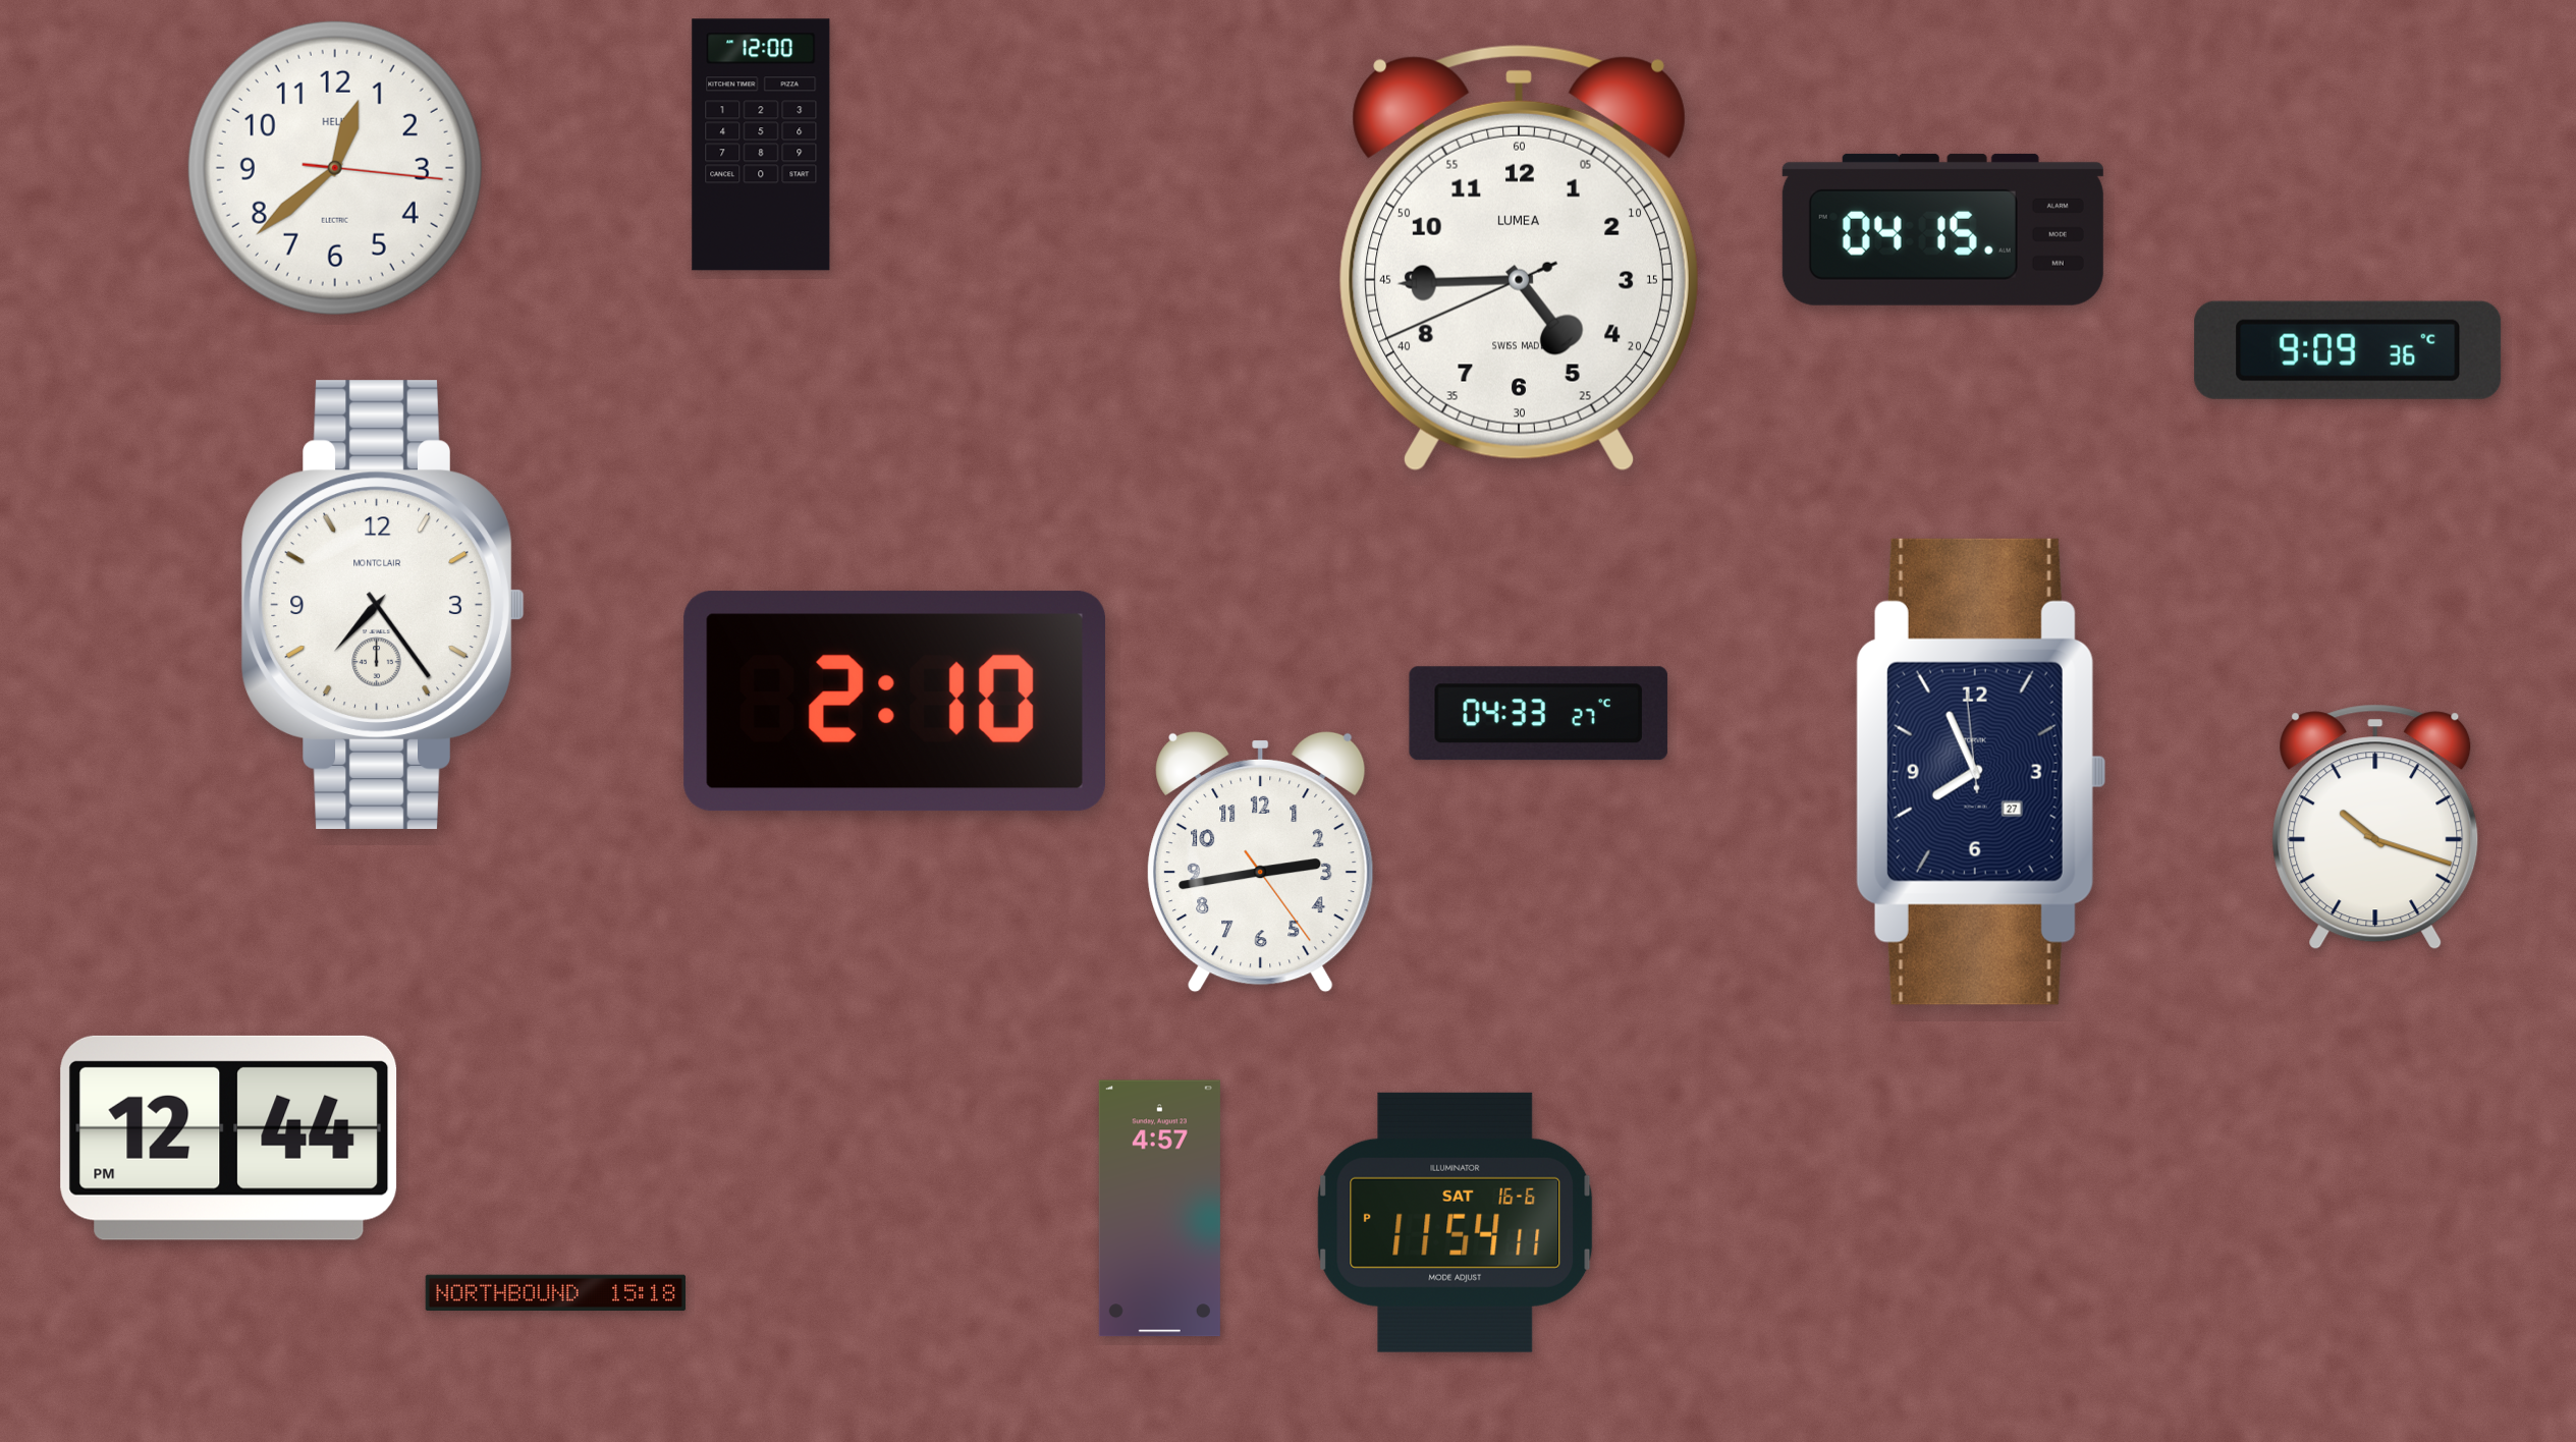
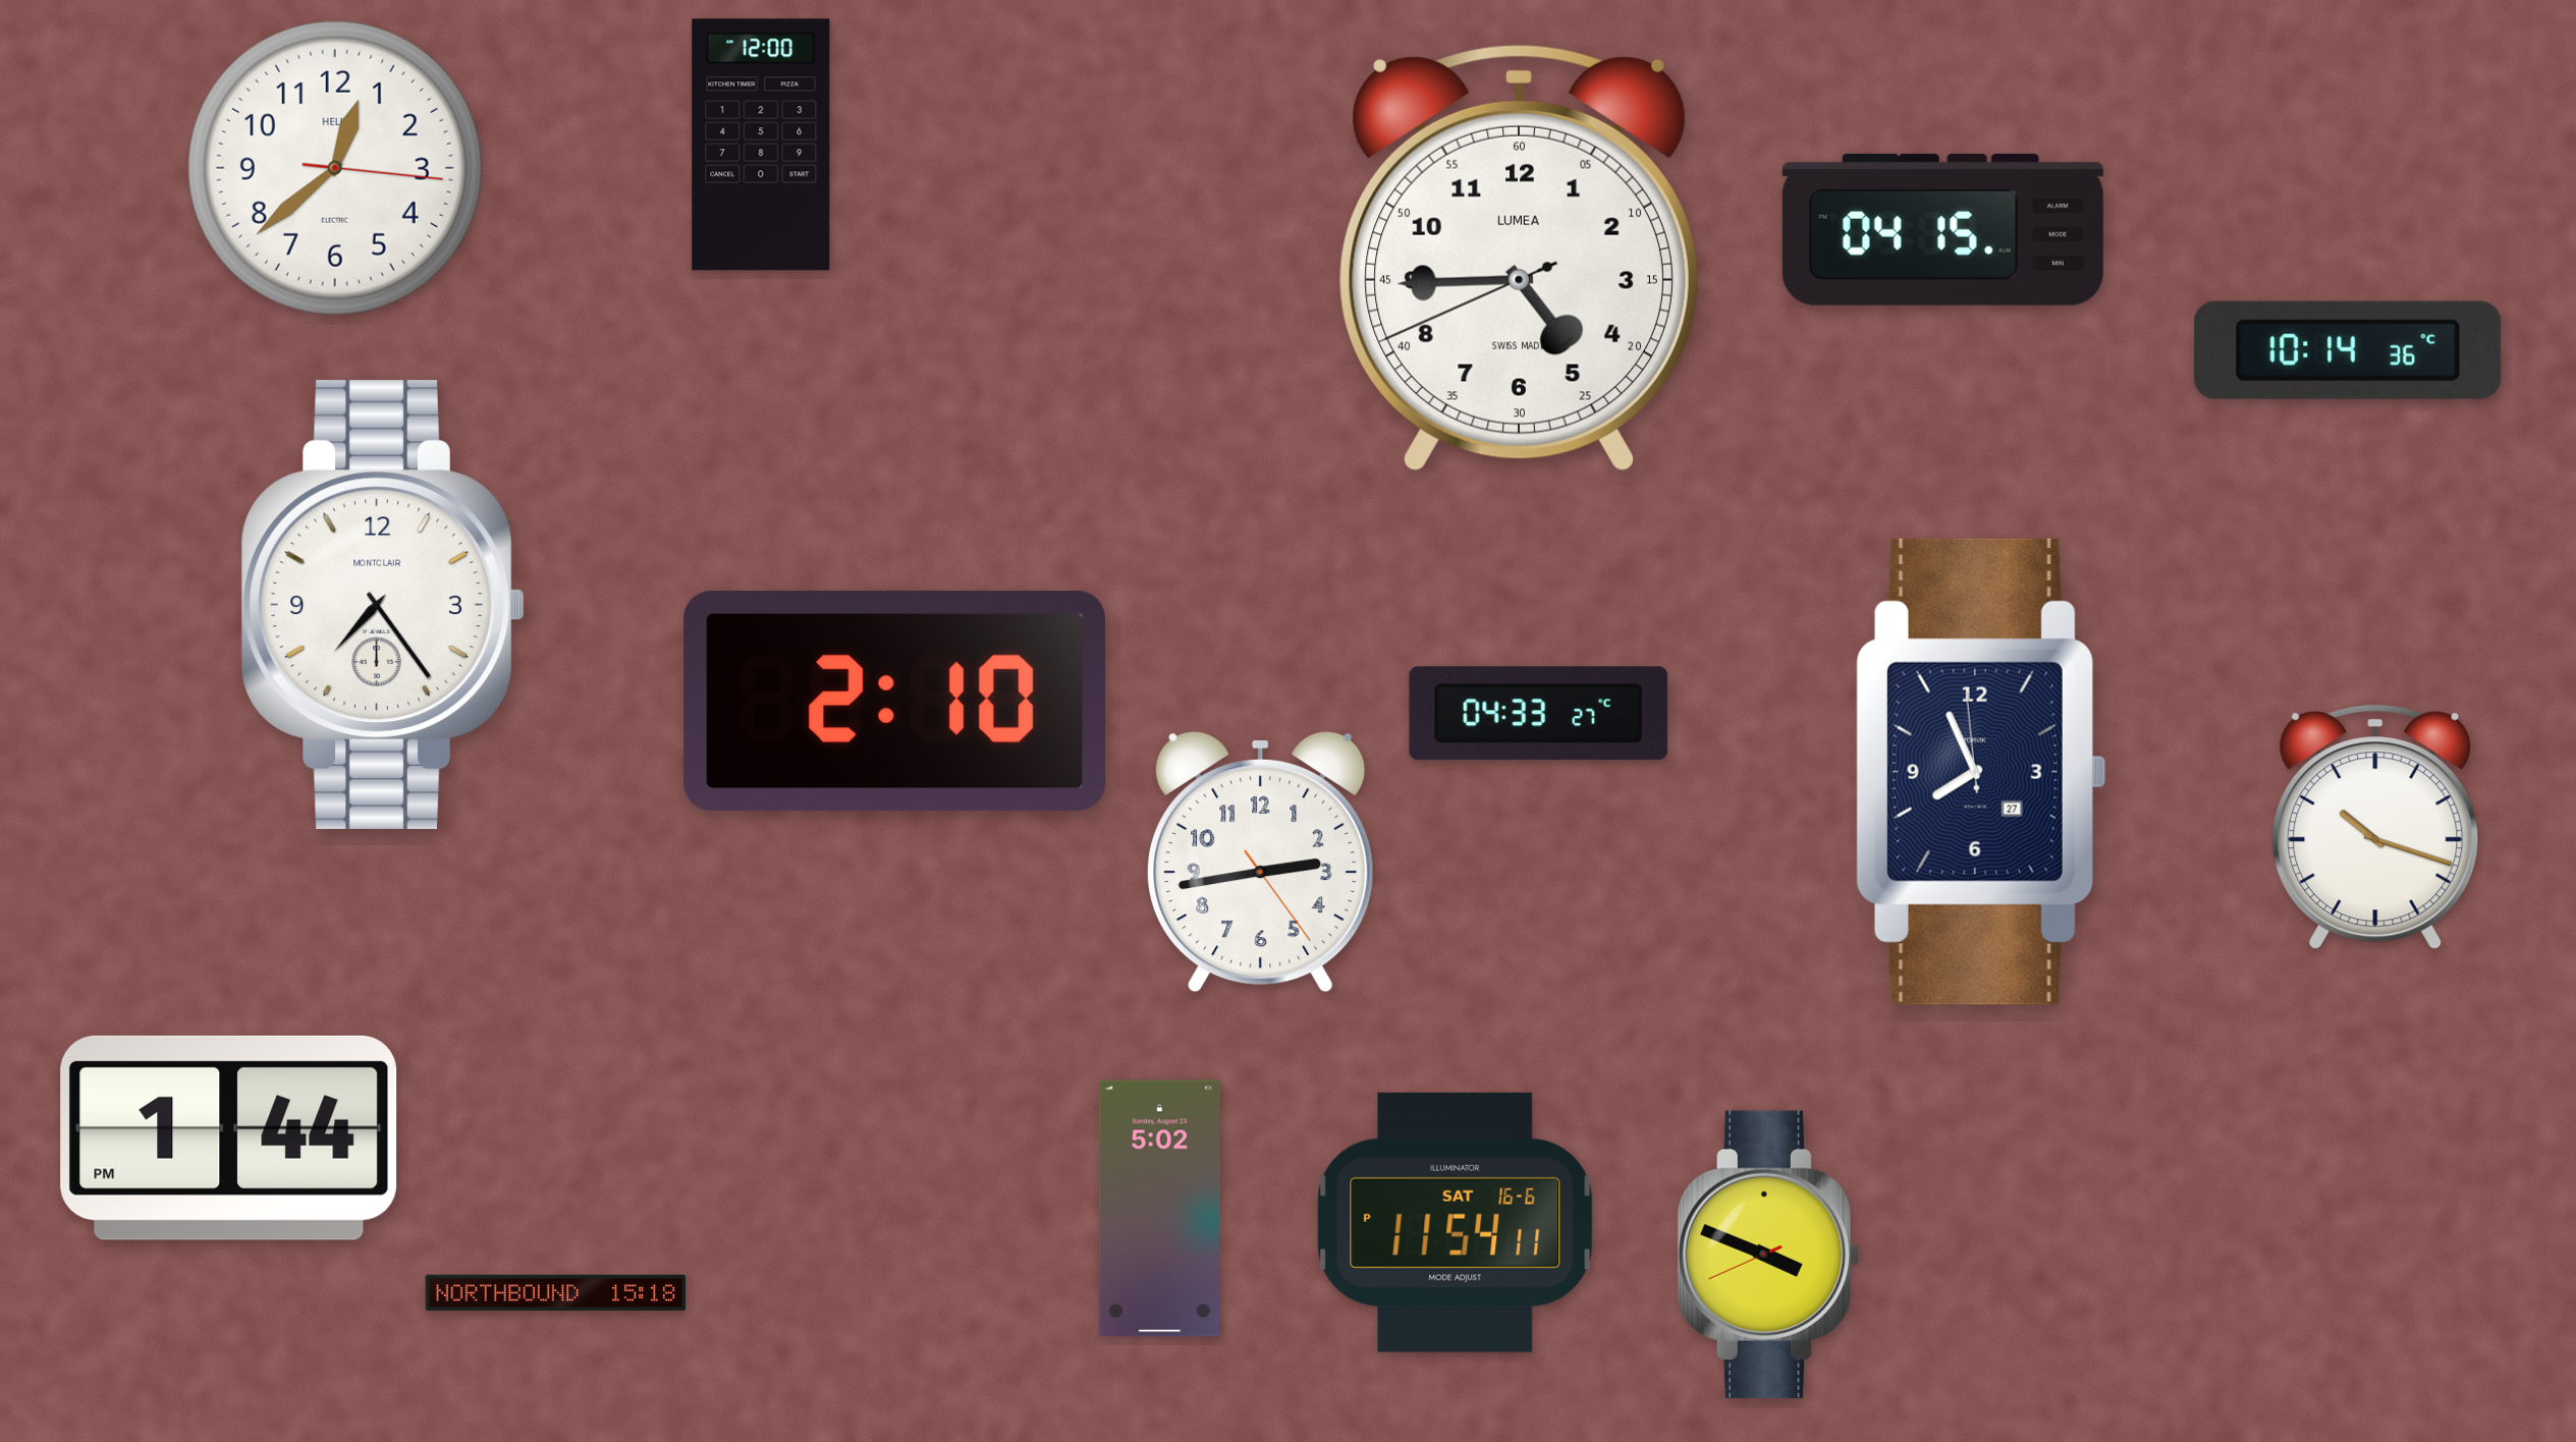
clock at (2348, 350): 9:09 -> 10:14
clock at (229, 1138): 12:44 -> 1:44
clock at (1159, 1209): 4:57 -> 5:02
clock at (1767, 1255): none -> 3:48
